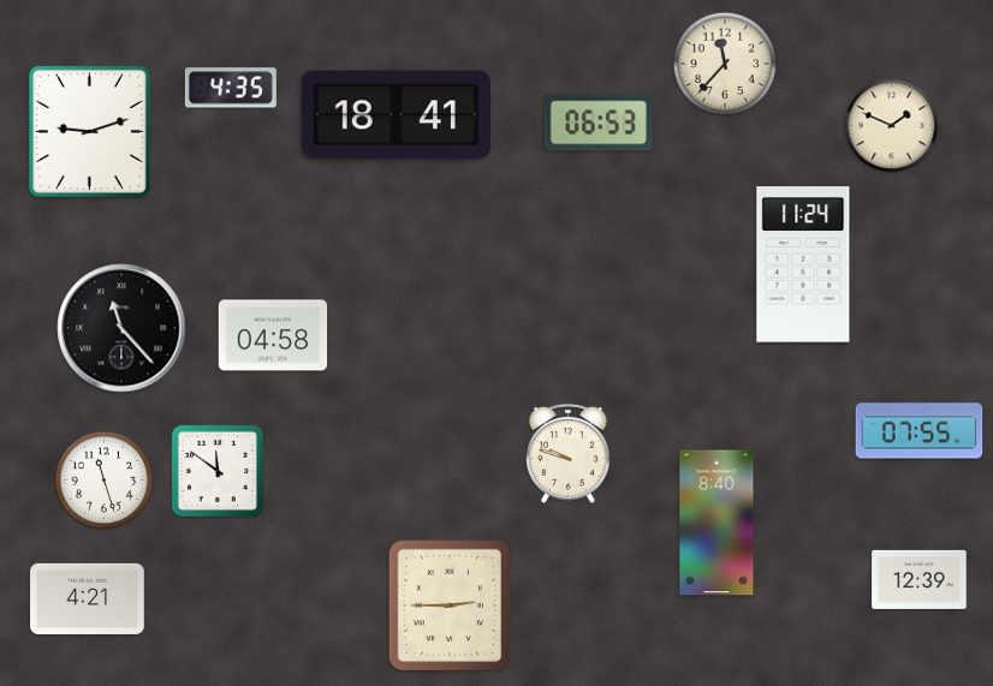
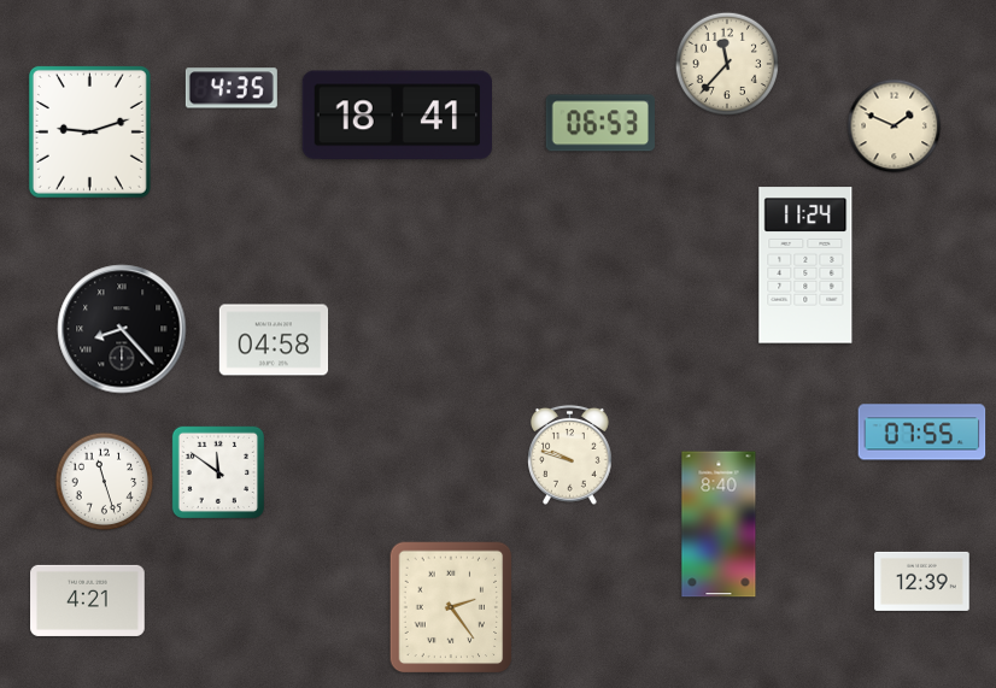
clock at (121, 328): 11:23 -> 8:23
clock at (273, 335) position: (273, 335) -> (274, 340)
clock at (450, 606): 2:45 -> 2:24
